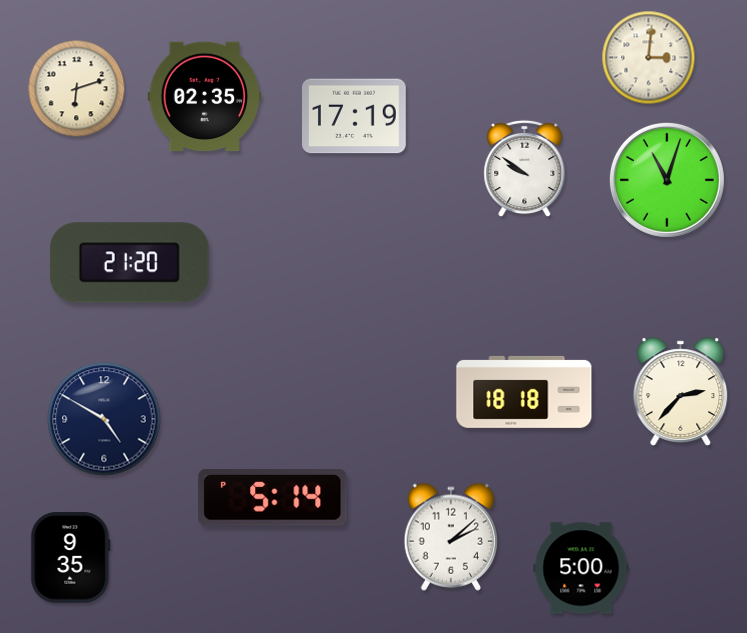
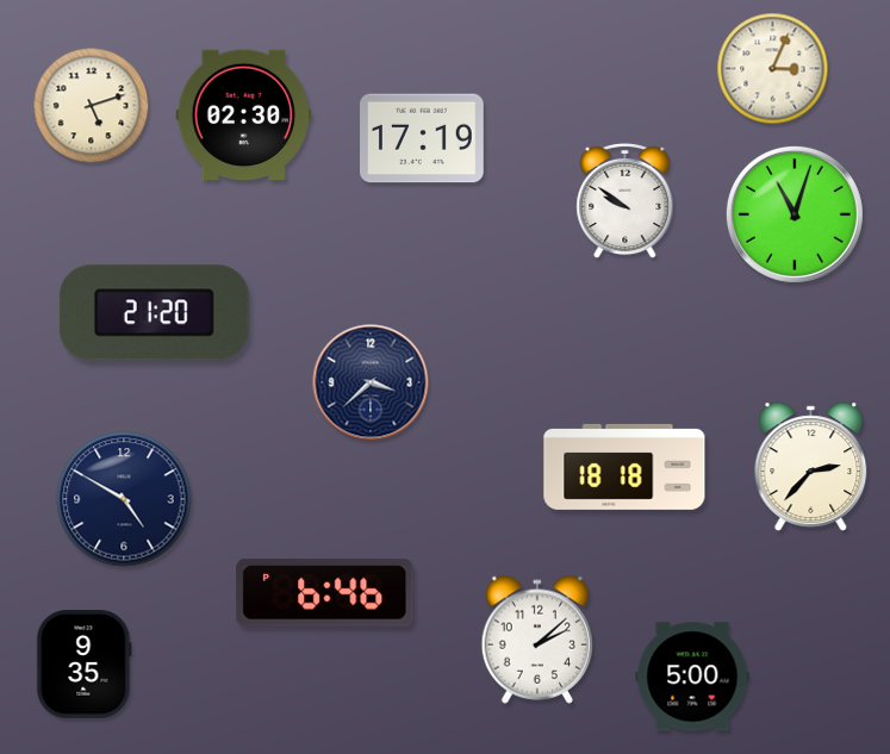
clock at (649, 58): 3:01 -> 3:04
clock at (77, 89): 6:12 -> 5:12
clock at (205, 97): 02:35 -> 02:30
clock at (371, 382): none -> 3:38
clock at (273, 497): 5:14 -> 6:46
